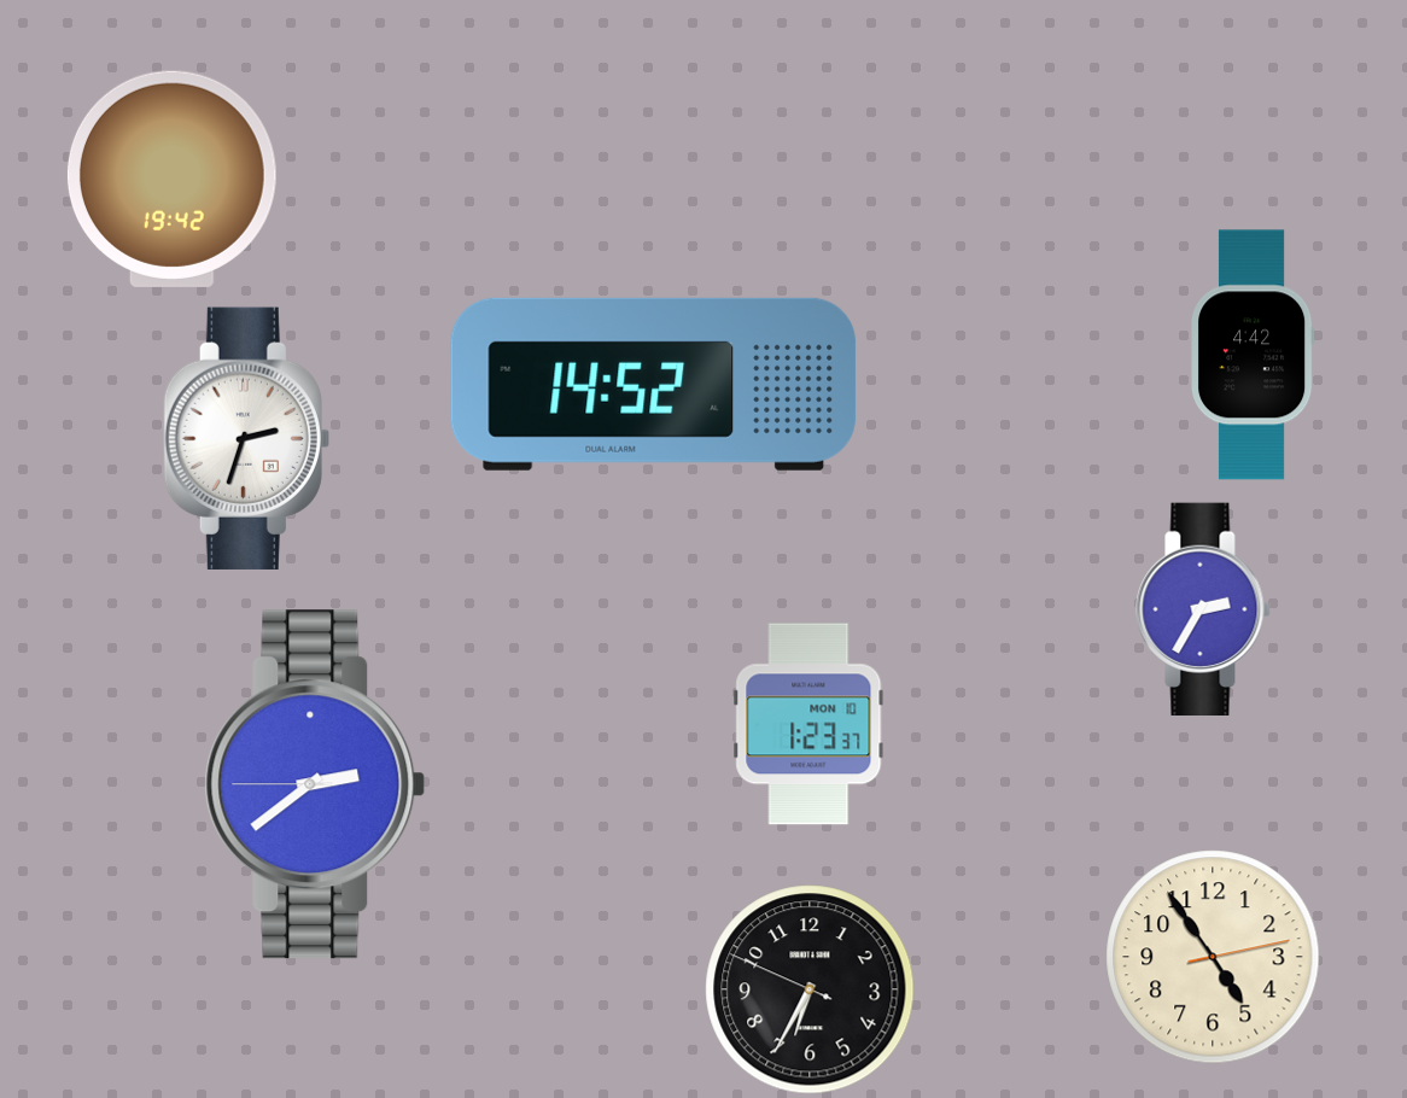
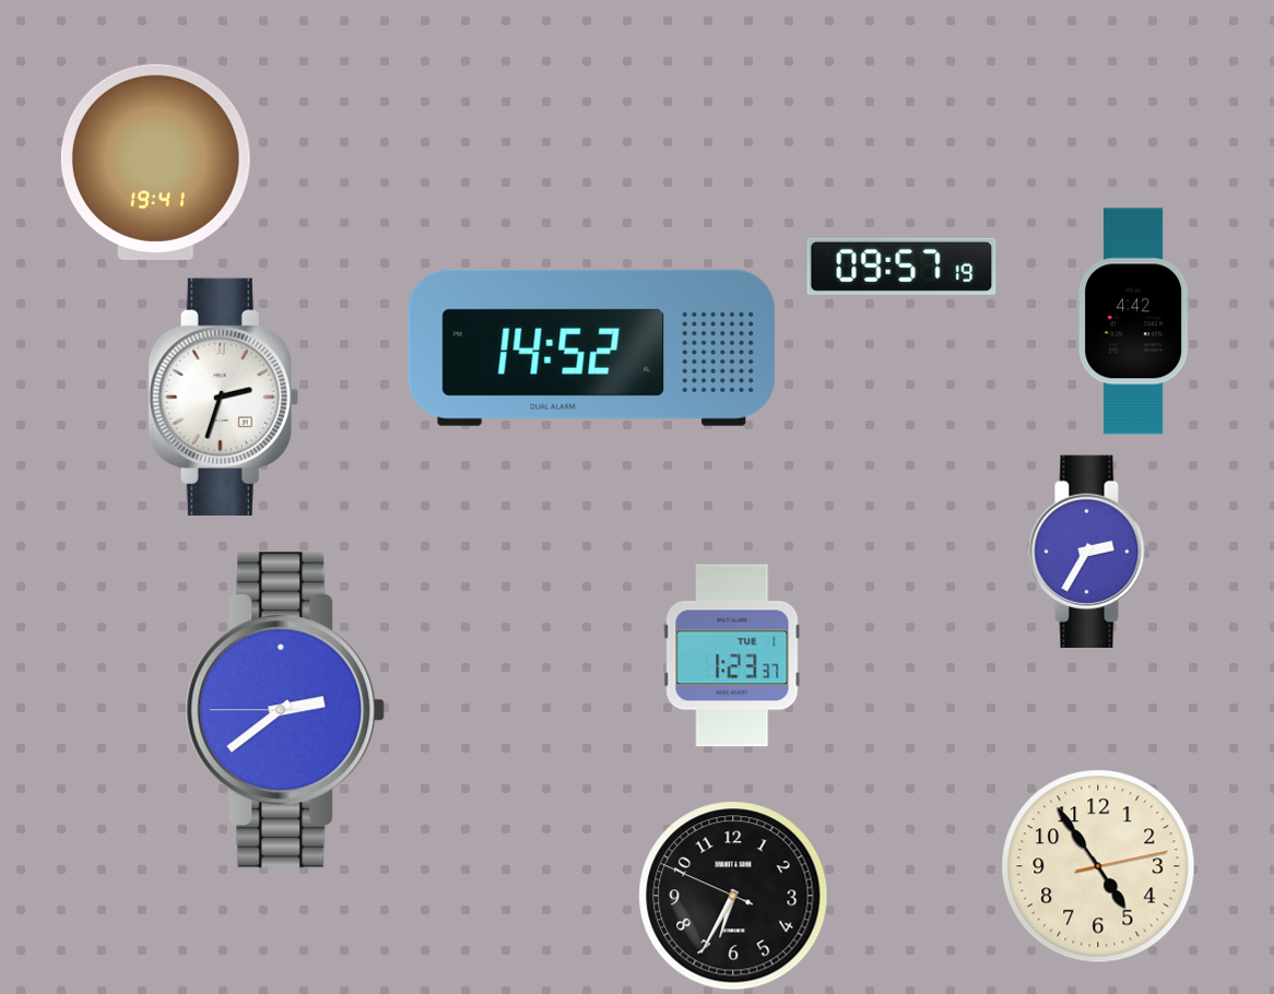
clock at (171, 179): 19:42 -> 19:41
clock at (901, 267): none -> 09:57
clock at (808, 724) date: MON 10 -> TUE 1
